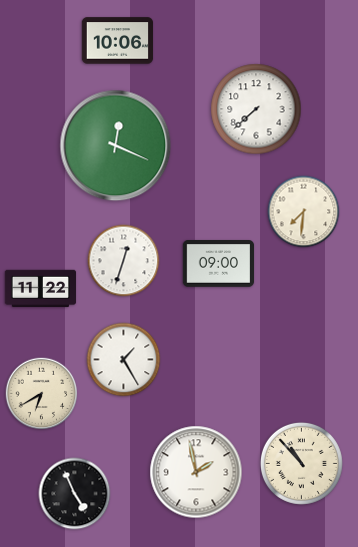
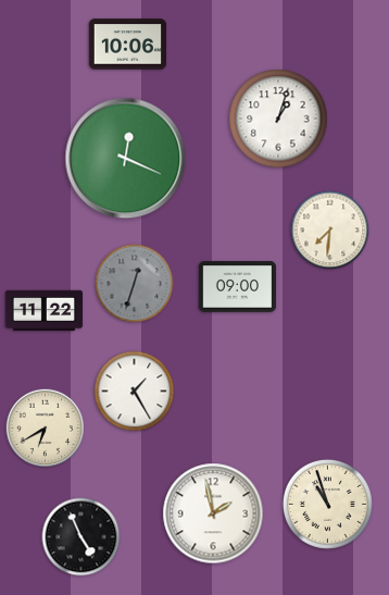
clock at (256, 109): 7:38 -> 1:03
clock at (124, 261) dial: white -> grey
clock at (41, 289) position: (41, 289) -> (45, 311)
clock at (301, 463): 10:53 -> 10:57
